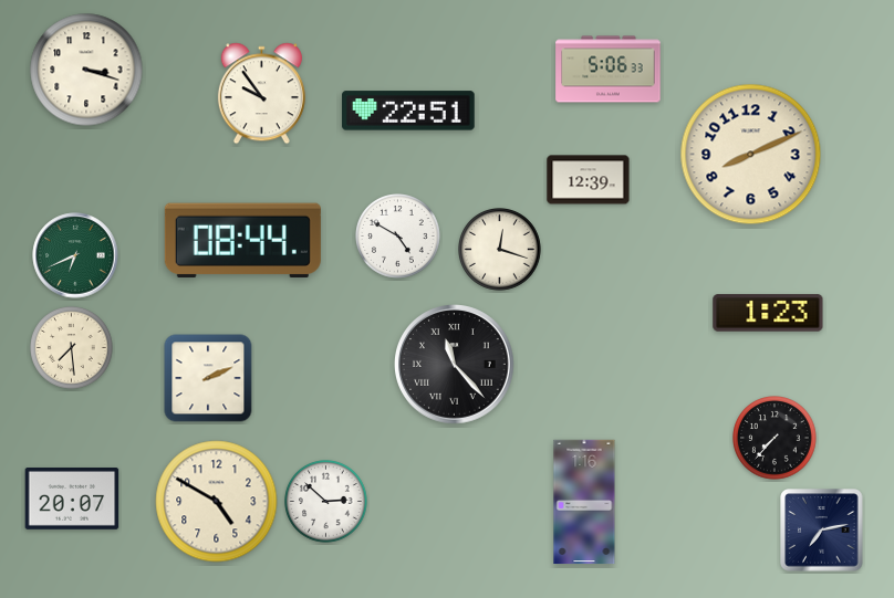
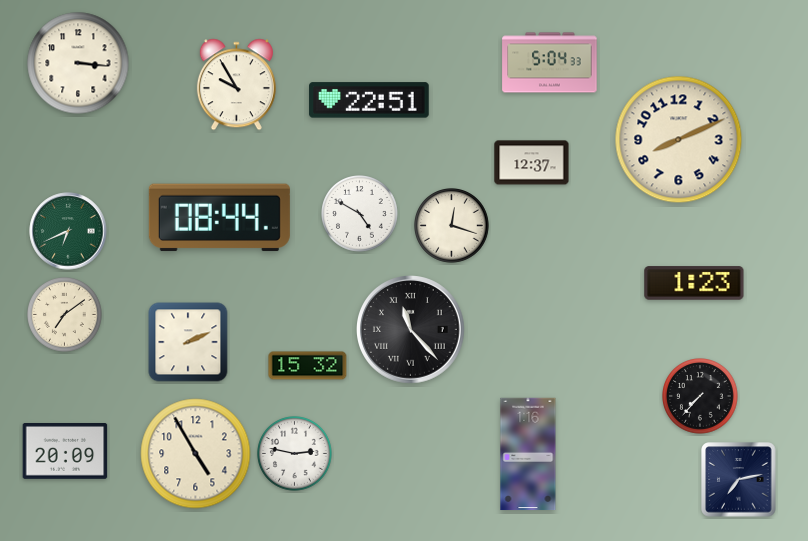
clock at (86, 70): 3:18 -> 3:16
clock at (609, 70): 5:06 -> 5:04
clock at (261, 94): 9:54 -> 9:55
clock at (589, 180): 12:39 -> 12:37
clock at (72, 348): 7:29 -> 7:09
clock at (308, 366): none -> 15:32
clock at (72, 500): 20:07 -> 20:09
clock at (217, 502): 4:50 -> 4:55
clock at (326, 502): 2:52 -> 2:47
clock at (822, 531) position: (822, 531) -> (739, 480)
